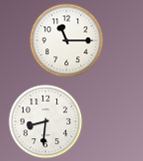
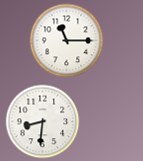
clock at (46, 122) position: (46, 122) -> (43, 122)
